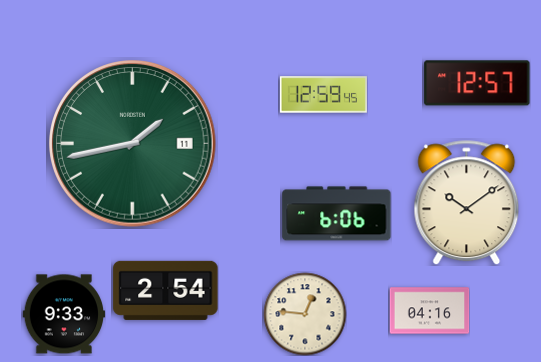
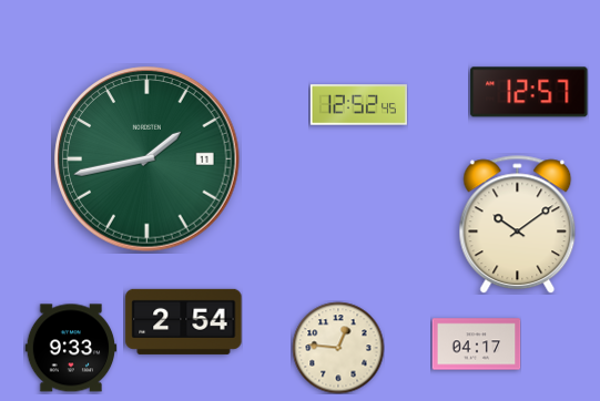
clock at (323, 95): 12:59 -> 12:52
clock at (337, 214): 6:06 -> none
clock at (429, 311): 04:16 -> 04:17
